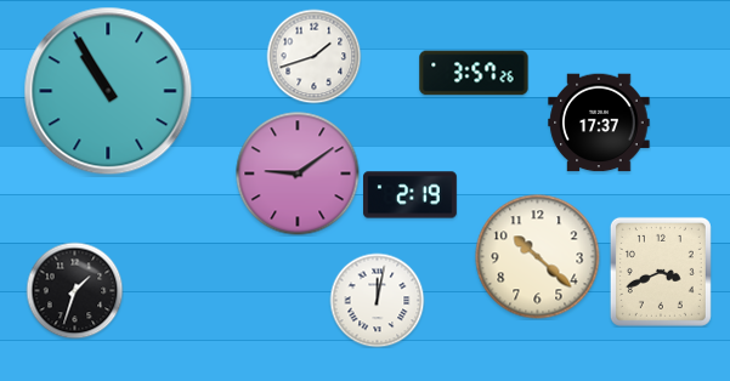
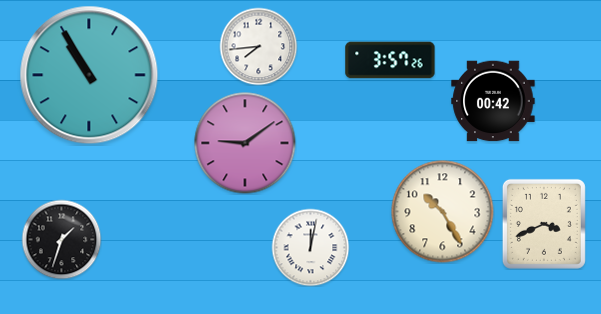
clock at (313, 56): 1:42 -> 7:44
clock at (599, 123): 17:37 -> 00:42
clock at (411, 195): 2:19 -> none
clock at (538, 257): 10:22 -> 10:25
